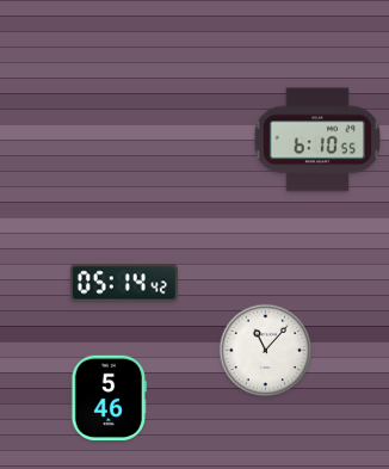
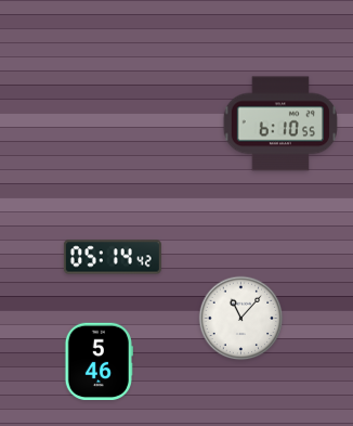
clock at (316, 140) position: (316, 140) -> (279, 124)
